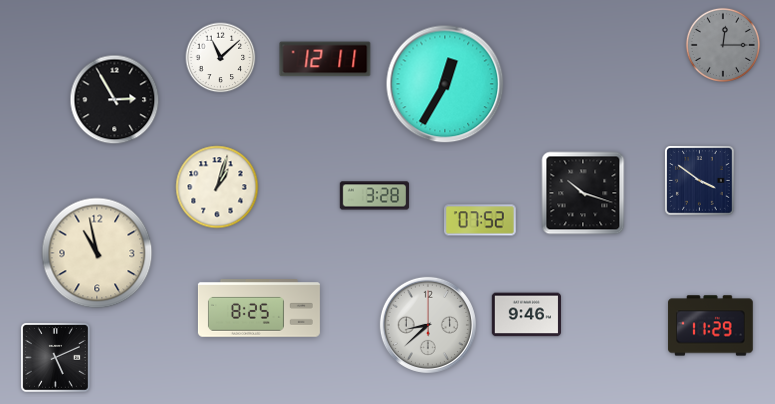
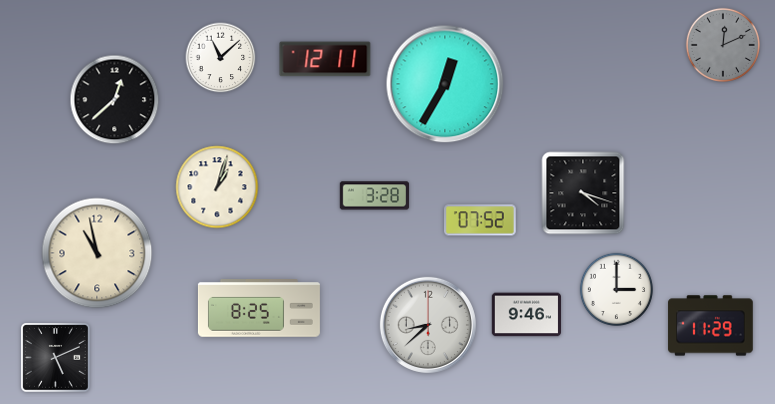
clock at (723, 45): 12:15 -> 12:11
clock at (115, 100): 2:55 -> 12:38
clock at (700, 181): 3:51 -> none
clock at (583, 193): 10:18 -> 4:18
clock at (616, 289): none -> 3:00
